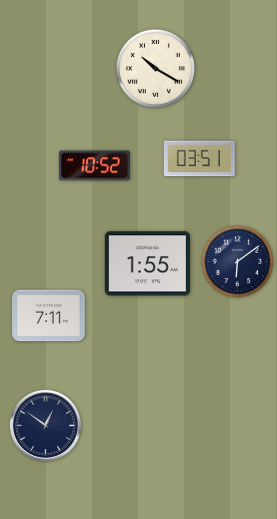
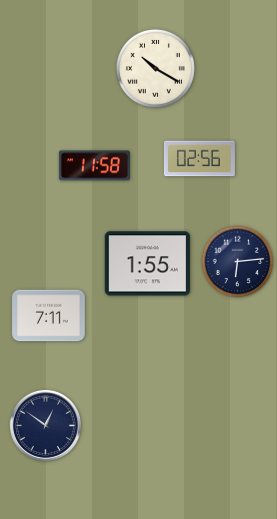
clock at (199, 159): 03:51 -> 02:56
clock at (94, 166): 10:52 -> 11:58
clock at (238, 262): 6:09 -> 6:14
